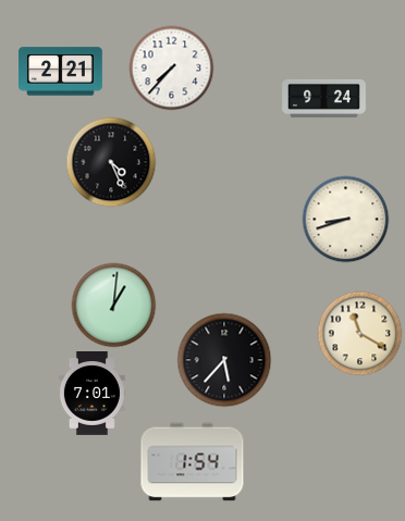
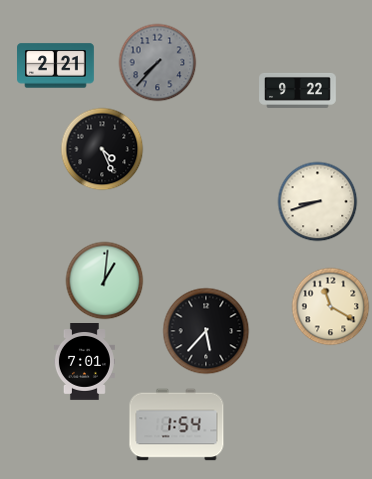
clock at (171, 67) dial: white -> grey
clock at (324, 98): 9:24 -> 9:22
